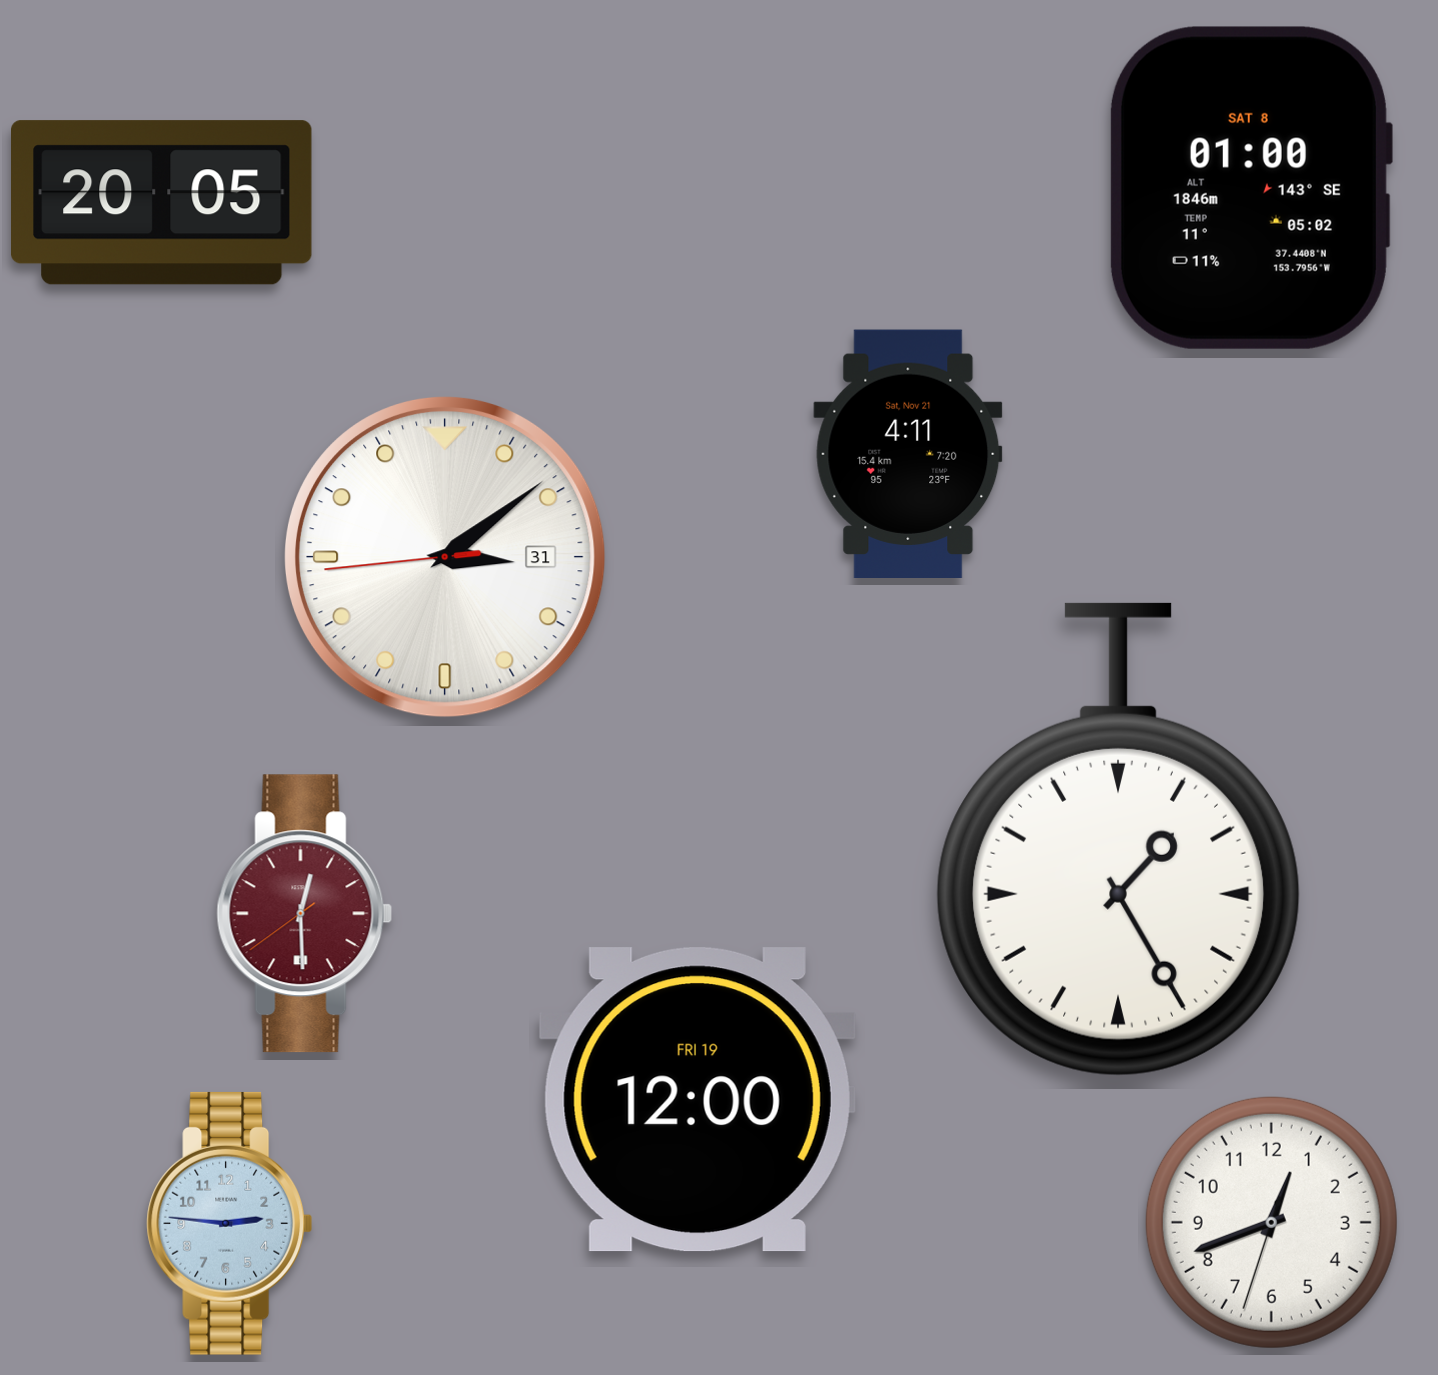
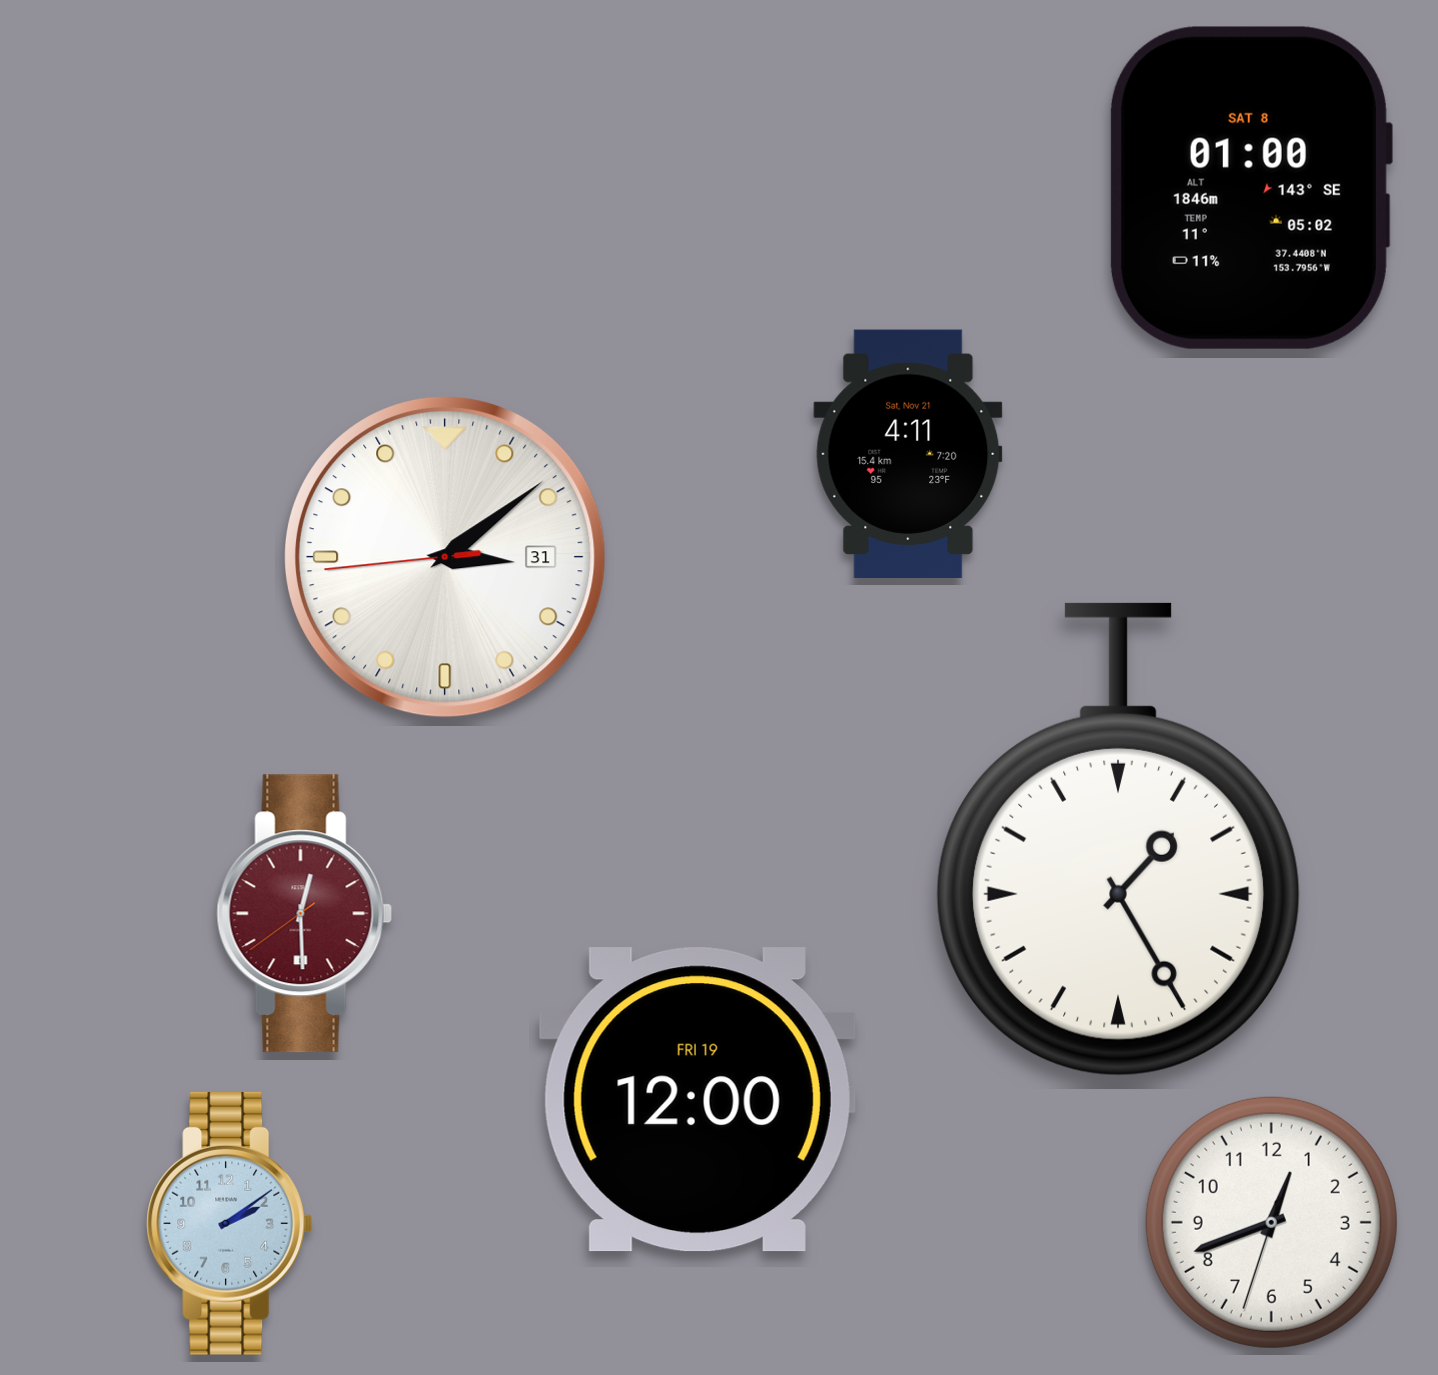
clock at (162, 203): 20:05 -> none
clock at (230, 1223): 2:46 -> 2:09
